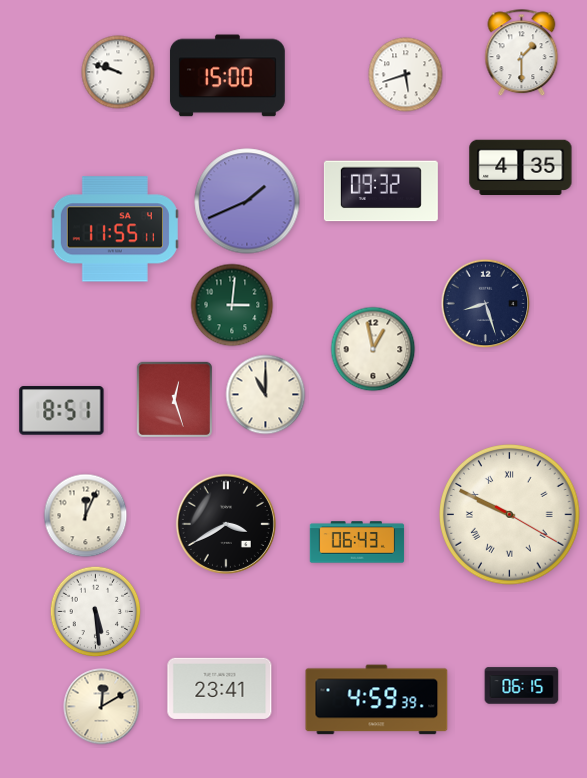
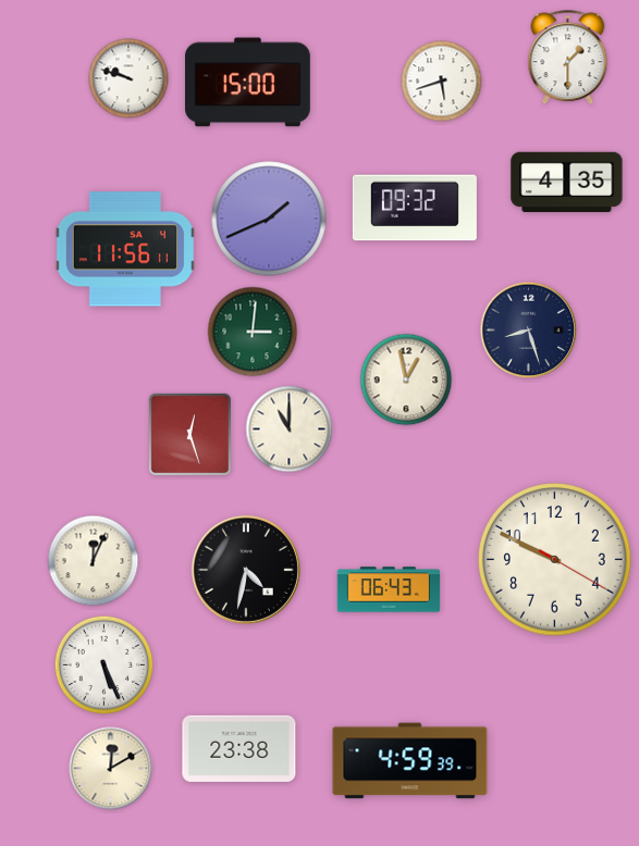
clock at (115, 229): 11:55 -> 11:56
clock at (62, 411): 8:51 -> none
clock at (510, 515) numerals: Roman -> Arabic
clock at (226, 524): 3:40 -> 4:32
clock at (96, 612): 5:29 -> 5:26
clock at (522, 686): 06:15 -> none
clock at (220, 688): 23:41 -> 23:38
